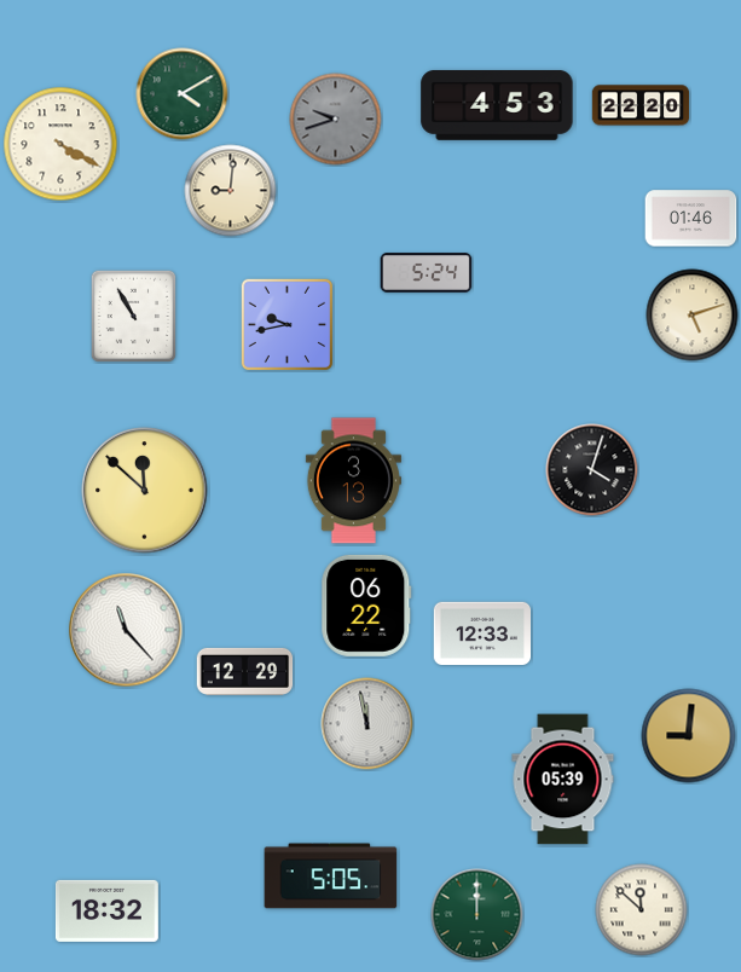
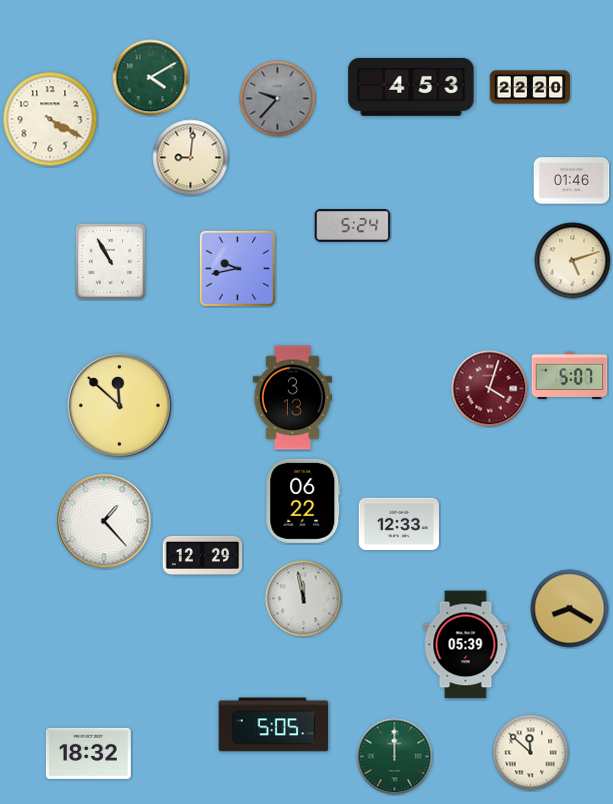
clock at (336, 120): 9:42 -> 9:37
clock at (570, 376): none -> 5:07
clock at (592, 470) dial: black -> burgundy
clock at (126, 630): 11:23 -> 1:23
clock at (689, 736): 9:01 -> 8:20
